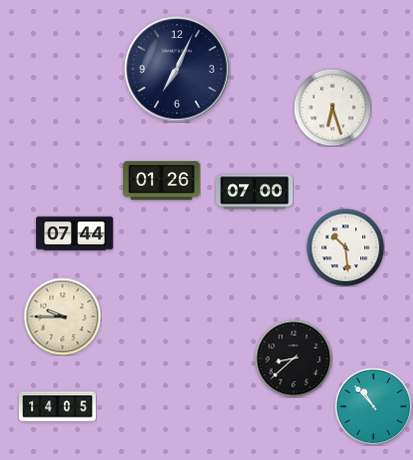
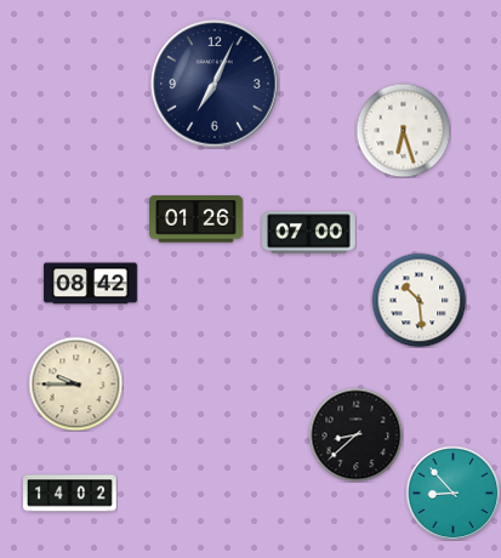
clock at (75, 234): 07:44 -> 08:42
clock at (373, 406): 10:53 -> 8:53
clock at (58, 407): 14:05 -> 14:02
